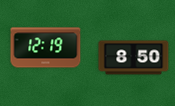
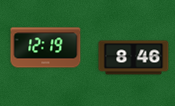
clock at (134, 58): 8:50 -> 8:46
